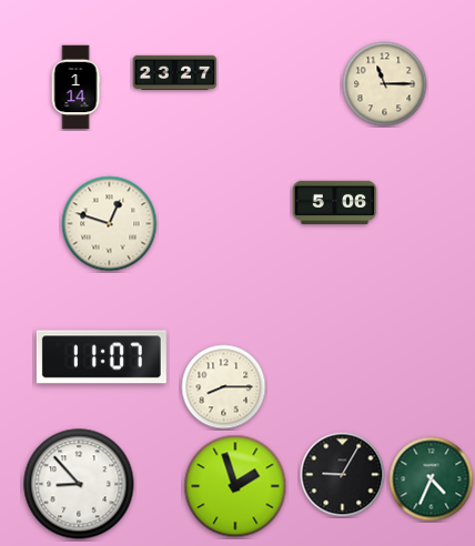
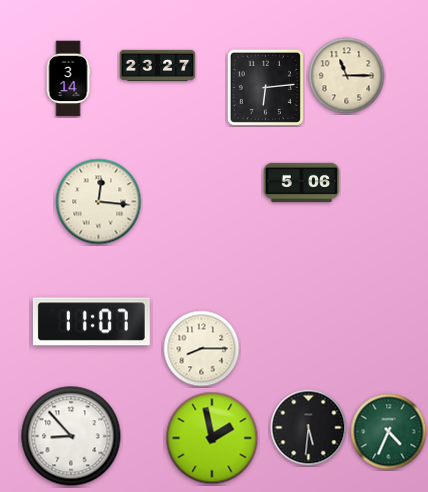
clock at (75, 88): 1:14 -> 3:14
clock at (265, 87): none -> 6:14
clock at (110, 224): 12:48 -> 12:16
clock at (343, 475): 9:05 -> 5:31
clock at (235, 486): 1:57 -> 1:58
